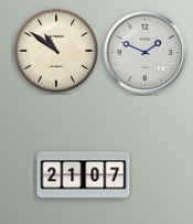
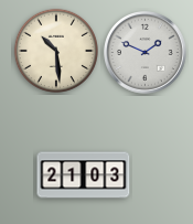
clock at (55, 50): 10:51 -> 10:29
clock at (84, 175): 21:07 -> 21:03
